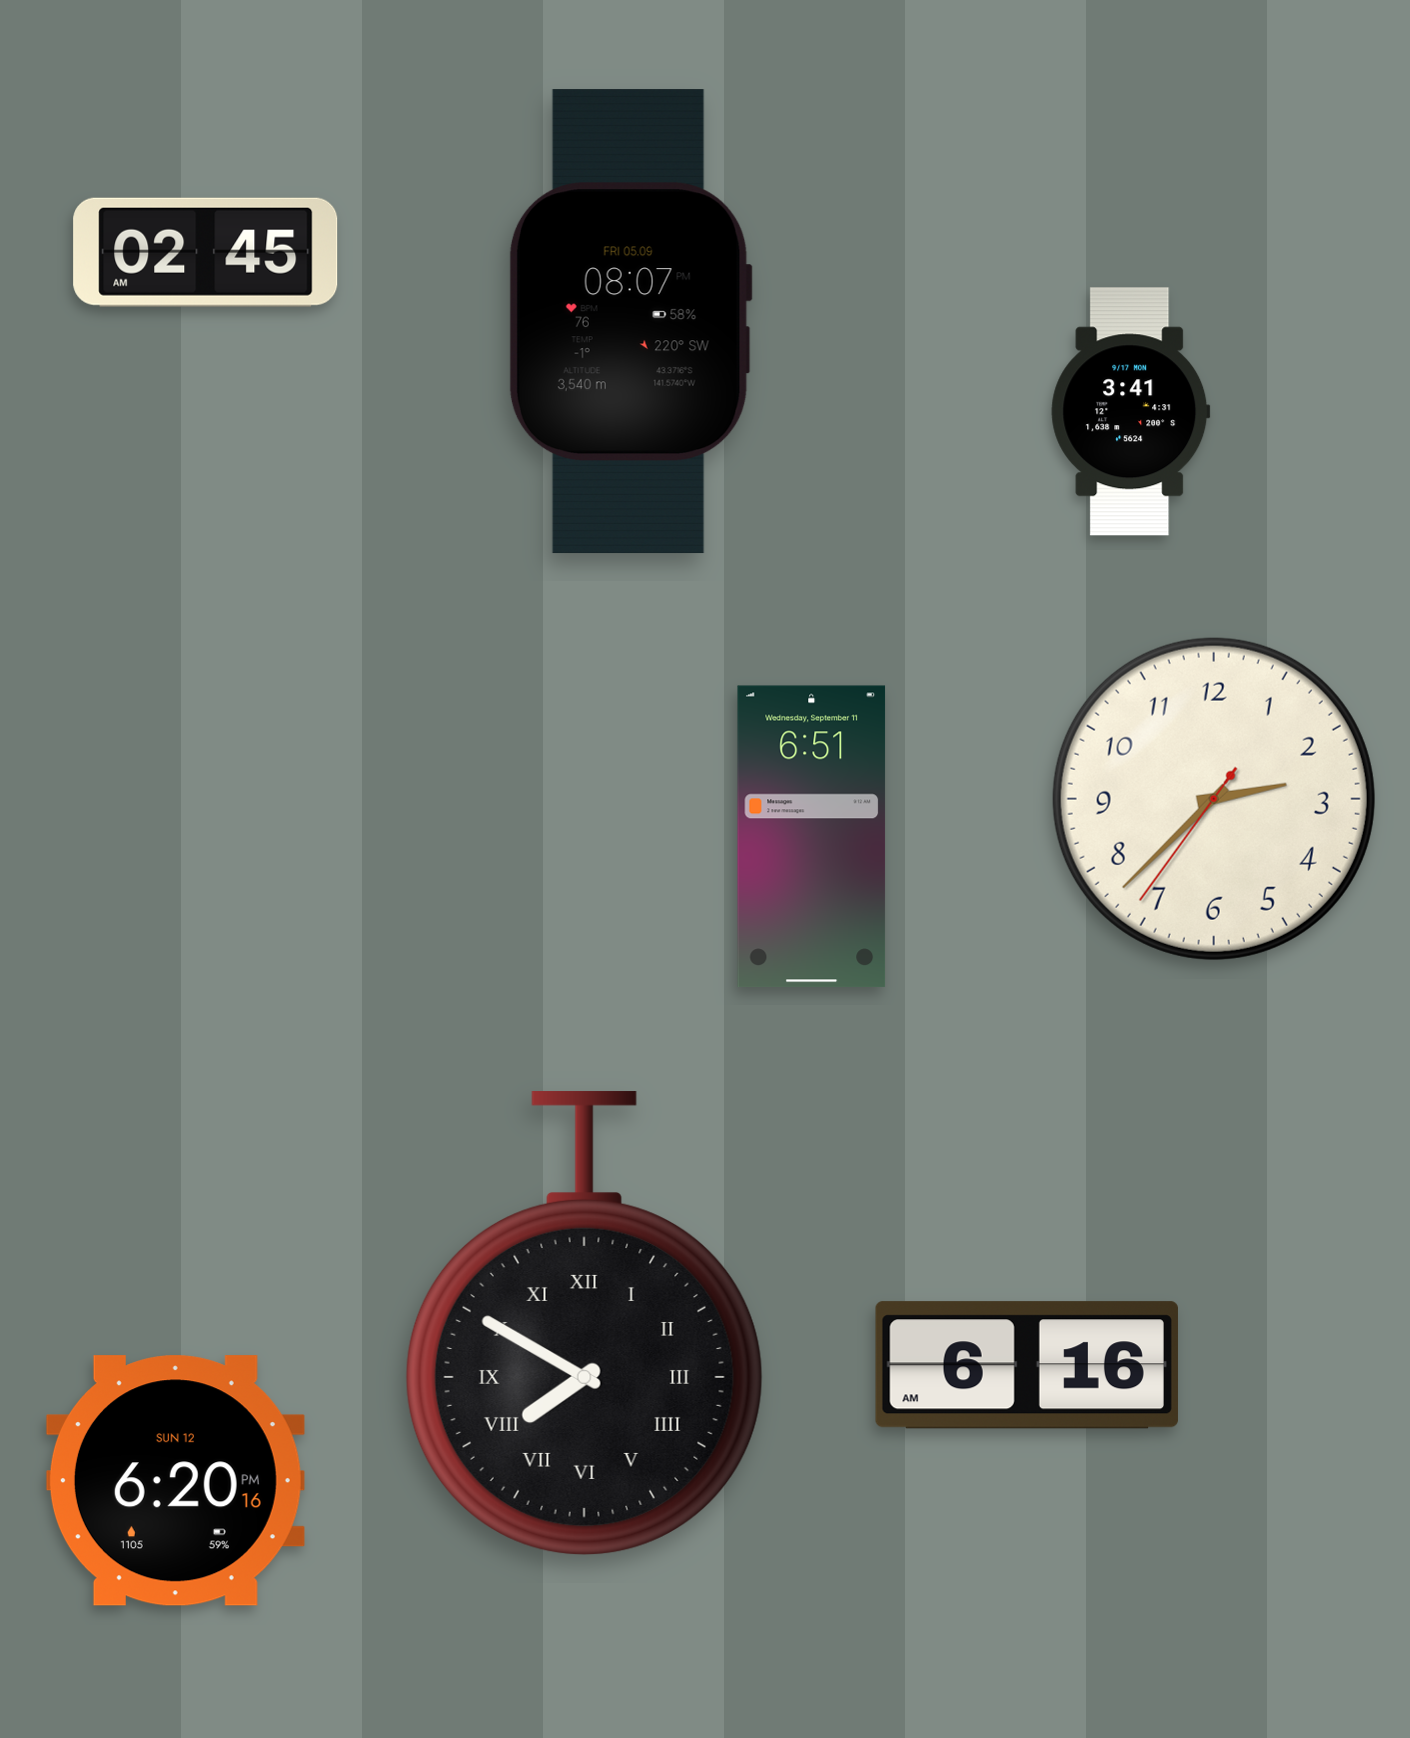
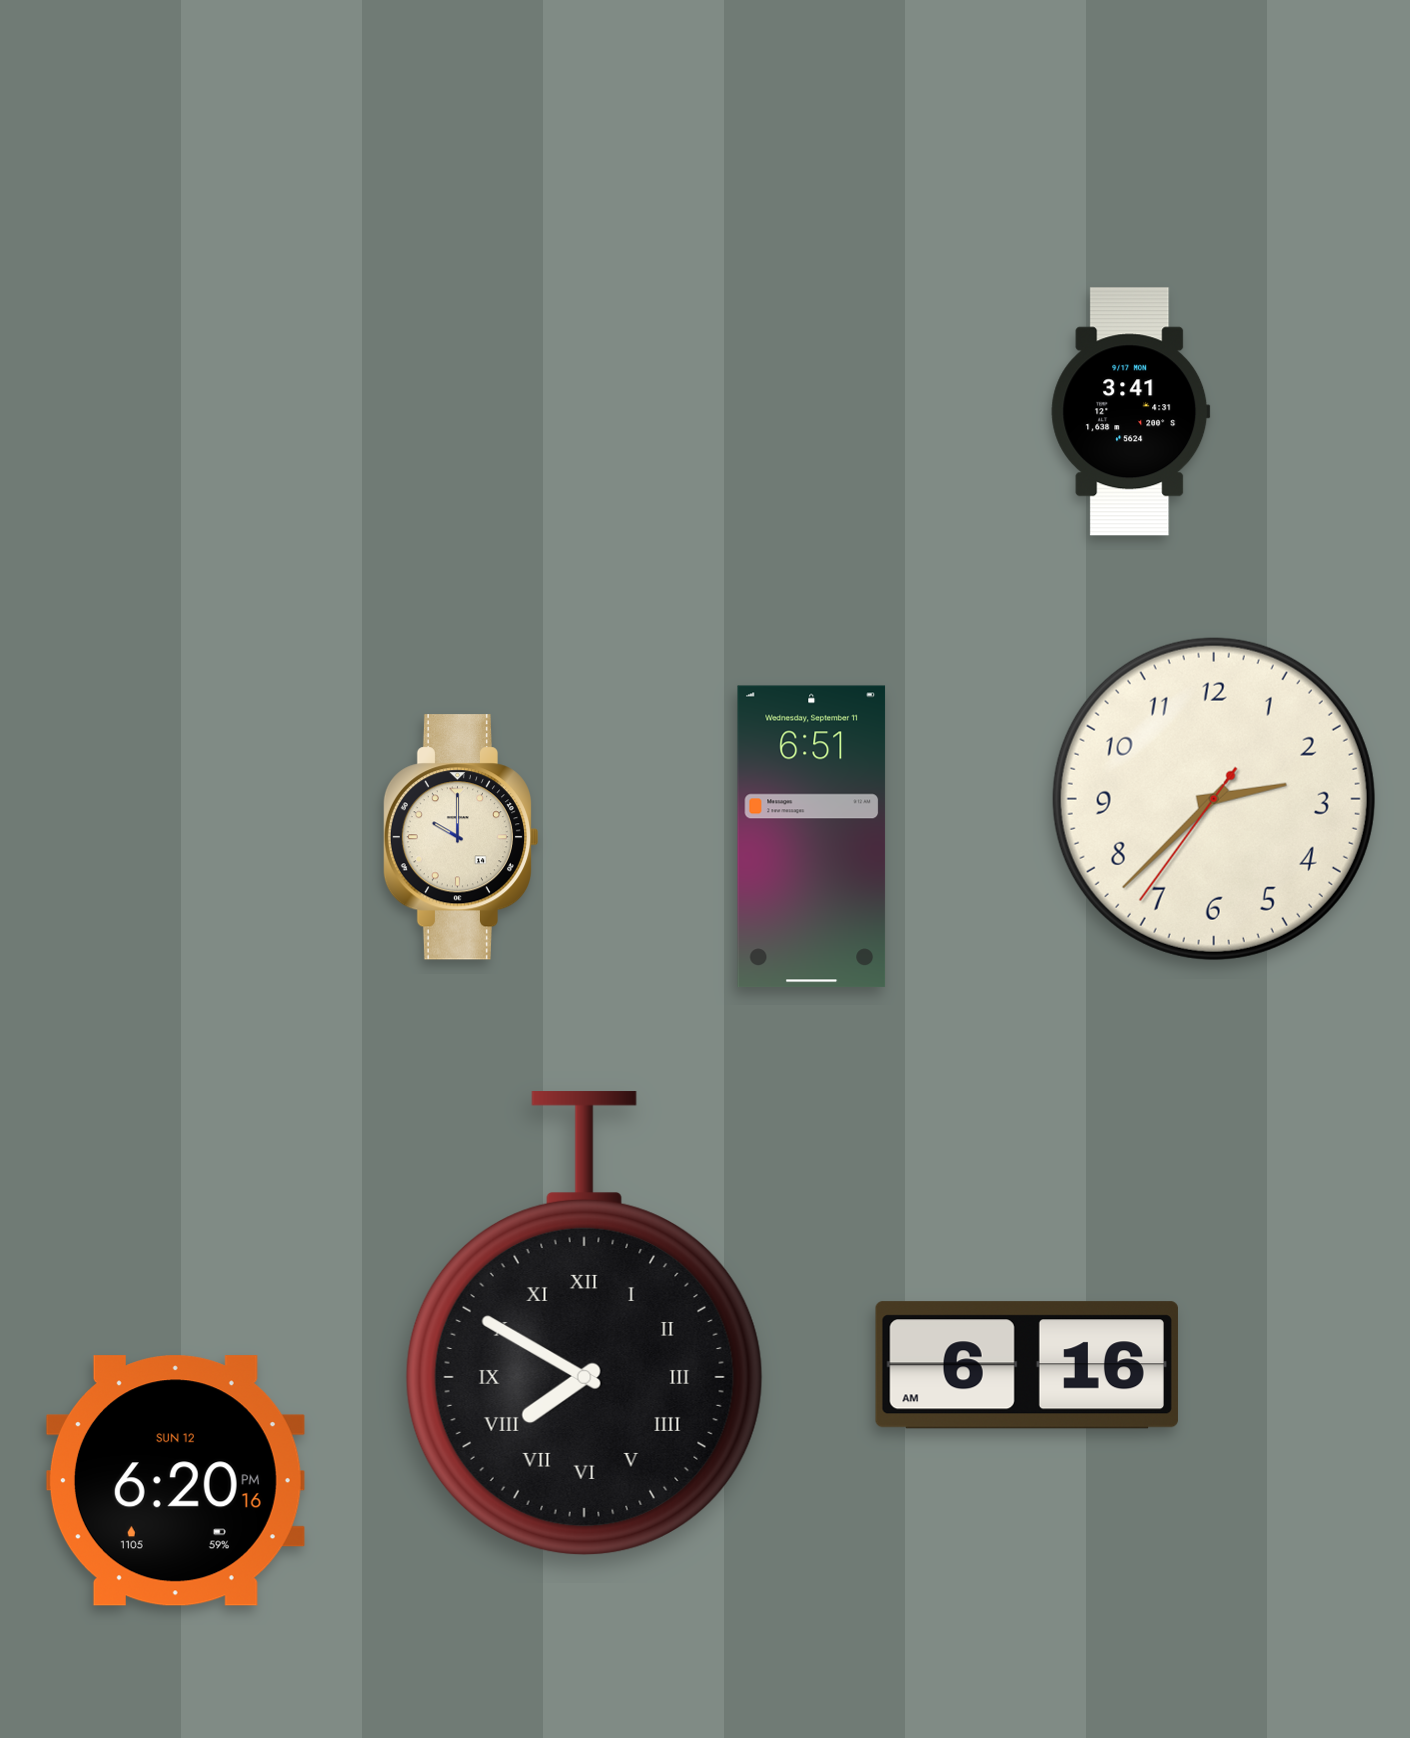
clock at (206, 252): 02:45 -> none
clock at (630, 322): 08:07 -> none
clock at (461, 837): none -> 10:00
